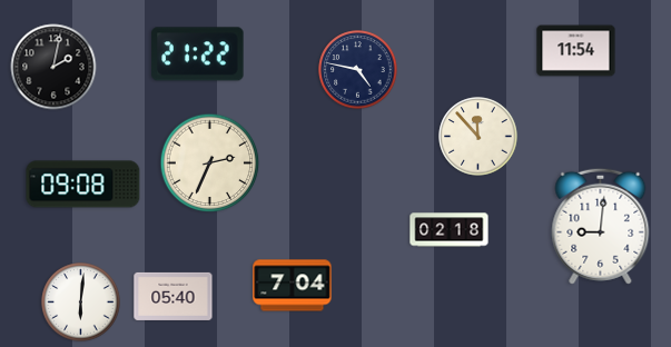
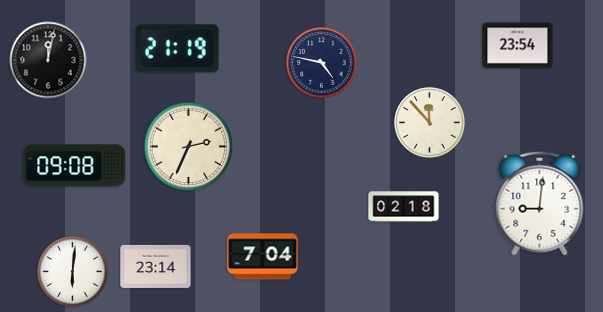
clock at (576, 51): 11:54 -> 23:54
clock at (198, 54): 21:22 -> 21:19
clock at (53, 67): 2:02 -> 12:02
clock at (174, 296): 05:40 -> 23:14
